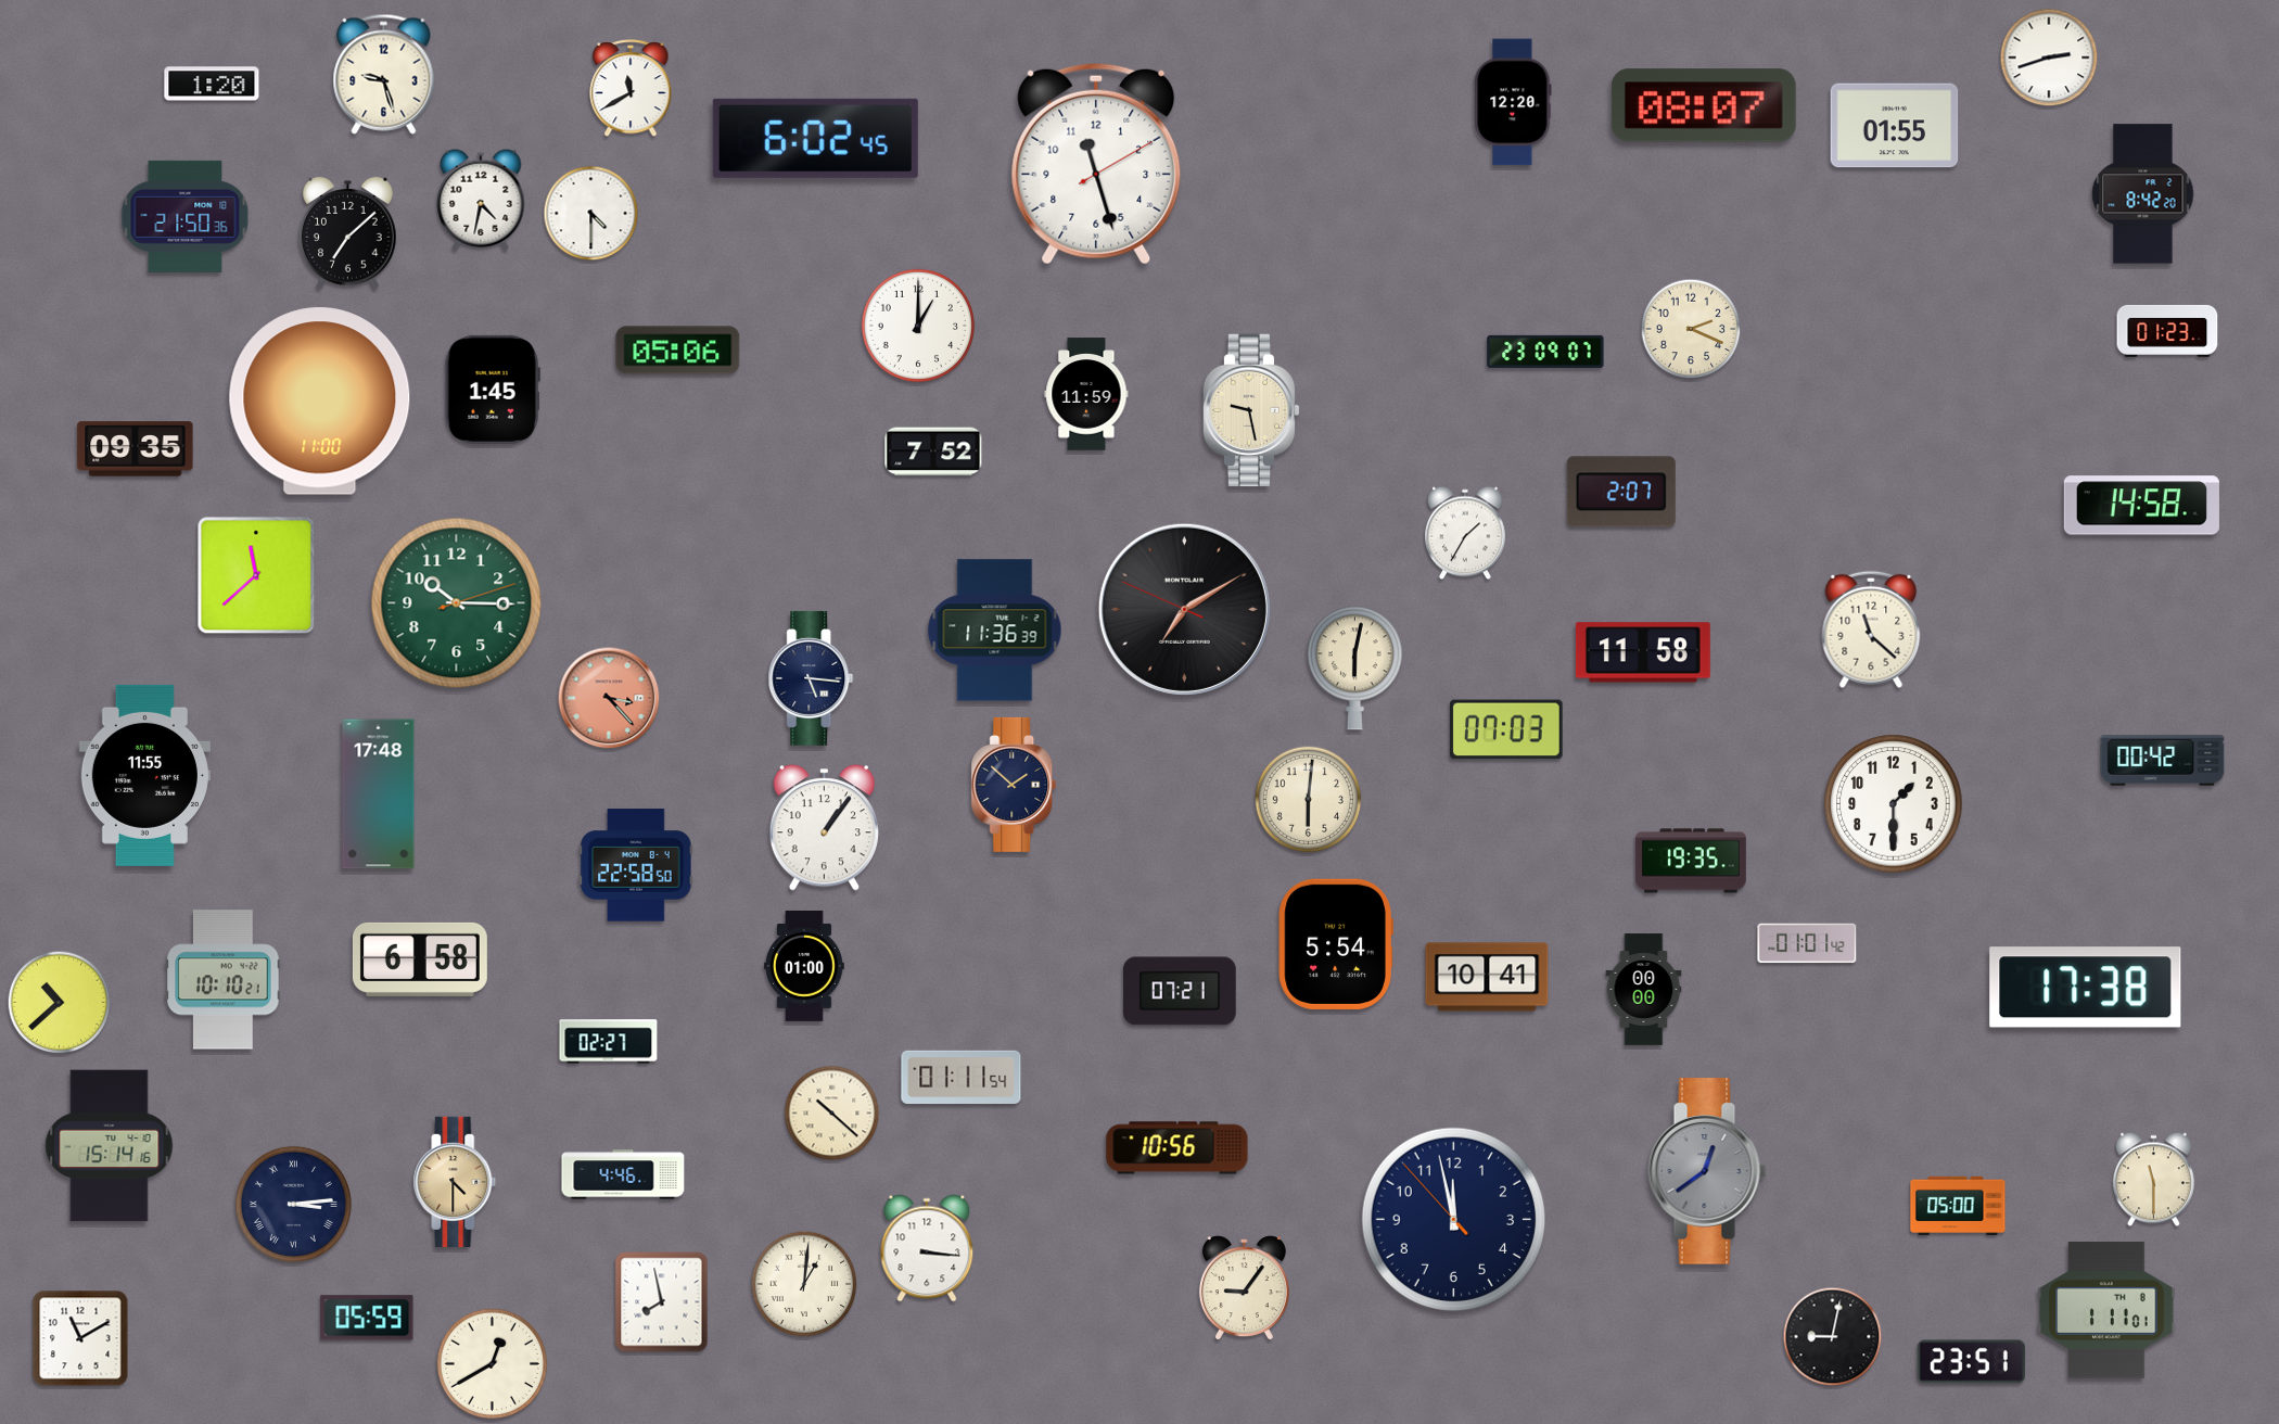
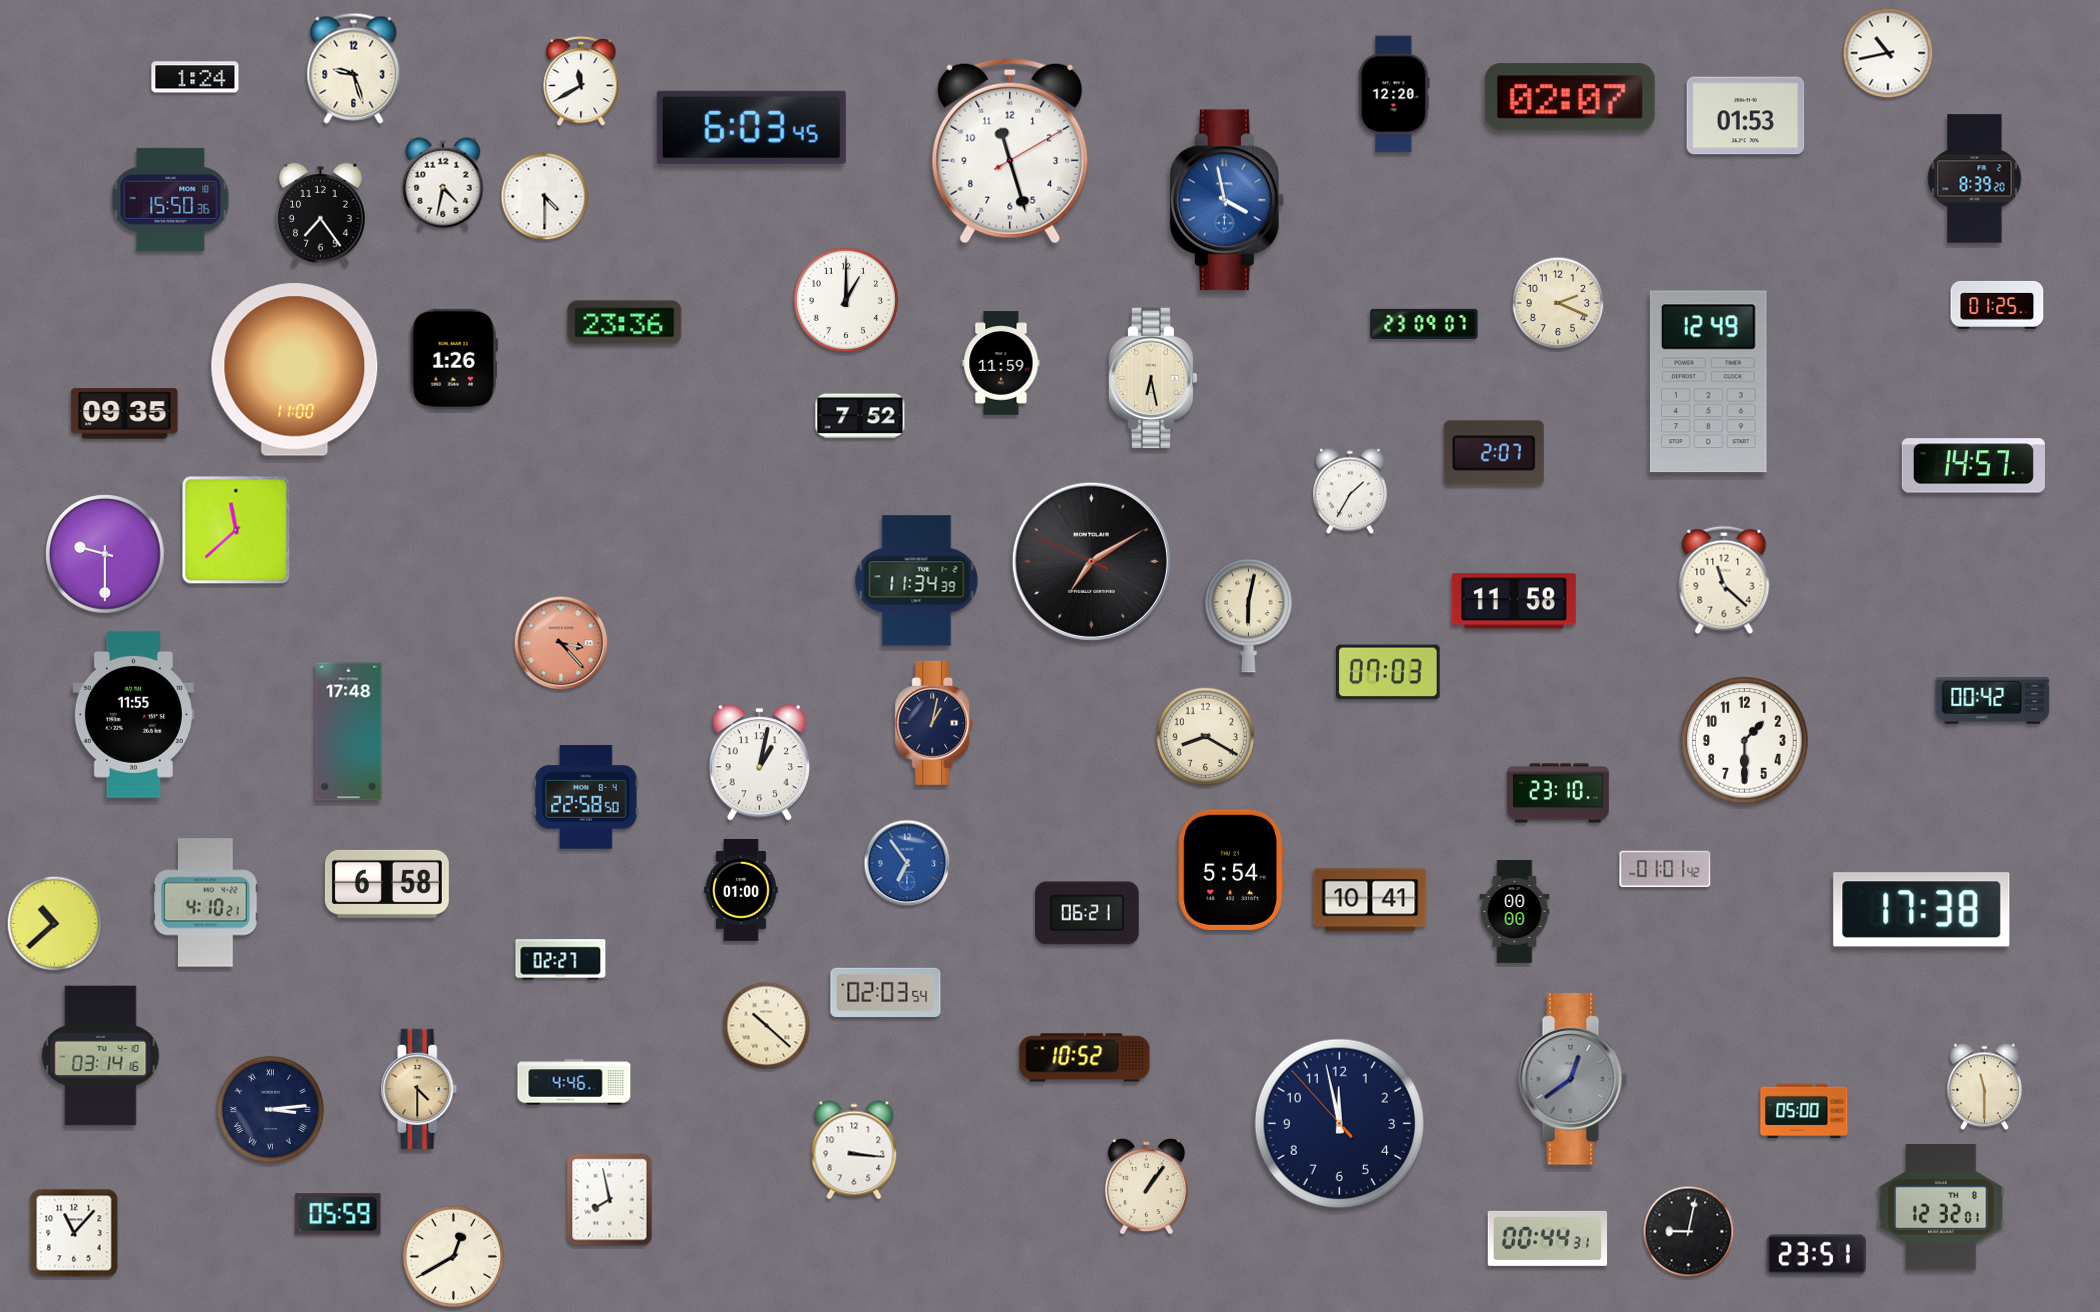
clock at (2049, 58): 2:42 -> 10:43
clock at (212, 84): 1:20 -> 1:24
clock at (1704, 105): 08:07 -> 02:07
clock at (1895, 126): 01:55 -> 01:53
clock at (815, 138): 6:02 -> 6:03
clock at (2143, 194): 8:42 -> 8:39
clock at (186, 216): 21:50 -> 15:50
clock at (1227, 200): none -> 3:58
clock at (348, 233): 7:08 -> 7:24
clock at (2167, 331): 01:23 -> 01:25
clock at (678, 351): 05:06 -> 23:36
clock at (493, 390): 1:45 -> 1:26
clock at (1251, 410): 9:28 -> 6:28
clock at (1708, 382): none -> 12:49
clock at (2141, 506): 14:58 -> 14:57
clock at (106, 555): none -> 9:30
clock at (457, 603): 10:15 -> none
clock at (995, 631): 11:36 -> 11:34
clock at (811, 678): 5:16 -> none
clock at (1014, 785): 1:52 -> 1:02
clock at (1309, 800): 6:01 -> 8:20
clock at (824, 828): 1:06 -> 1:02
clock at (1691, 861): 19:35 -> 23:10
clock at (907, 863): none -> 6:54
clock at (224, 980): 10:10 -> 4:10
clock at (1180, 991): 07:21 -> 06:21
clock at (962, 1078): 01:11 -> 02:03
clock at (110, 1146): 15:14 -> 03:14
clock at (1177, 1148): 10:56 -> 10:52
clock at (804, 1284): 1:01 -> none
clock at (1244, 1288): 9:06 -> 1:06
clock at (2106, 1310): 1:11 -> 12:32
clock at (80, 1338): 11:10 -> 11:07
clock at (1548, 1238): none -> 00:44
